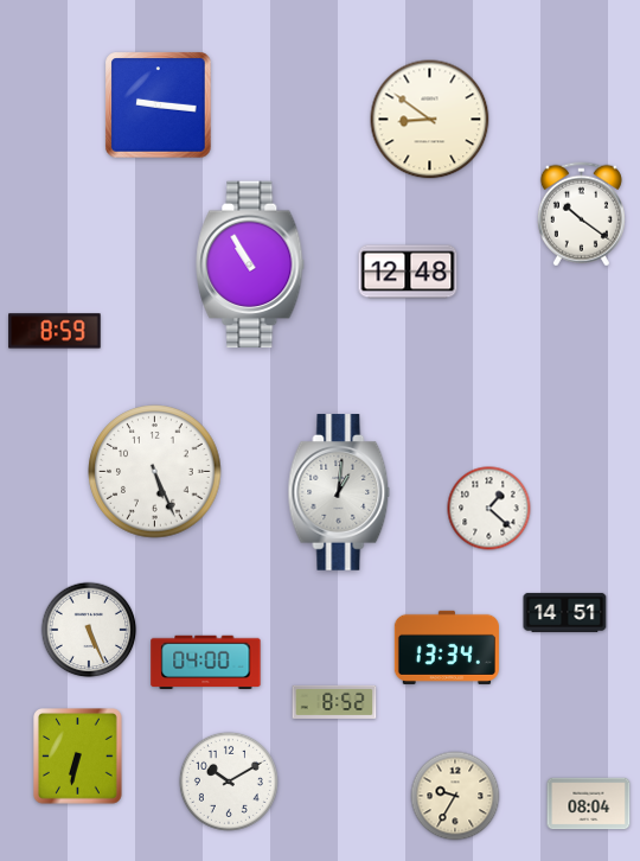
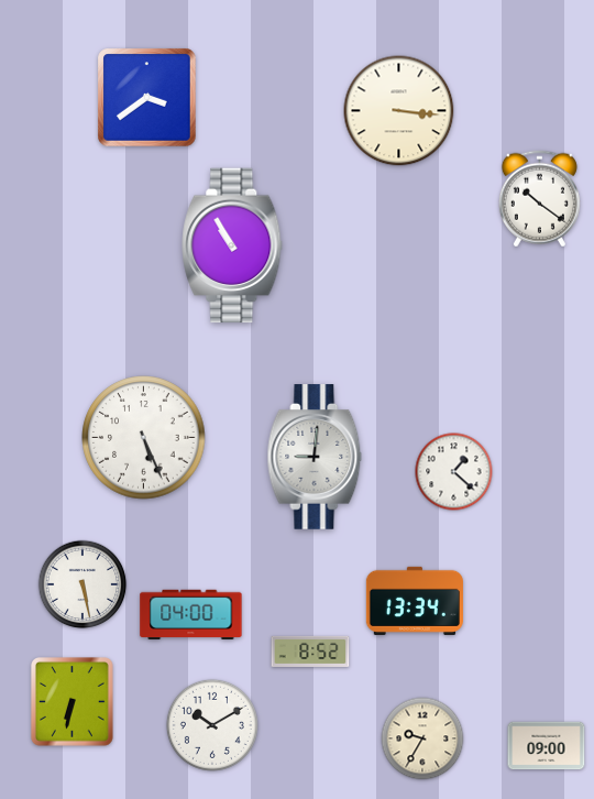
clock at (159, 106): 9:16 -> 3:39
clock at (430, 120): 8:51 -> 3:16
clock at (408, 272): 12:48 -> none
clock at (55, 331): 8:59 -> none
clock at (339, 492): 1:01 -> 9:01
clock at (565, 612): 14:51 -> none
clock at (89, 630): 5:26 -> 5:28
clock at (589, 804): 08:04 -> 09:00
